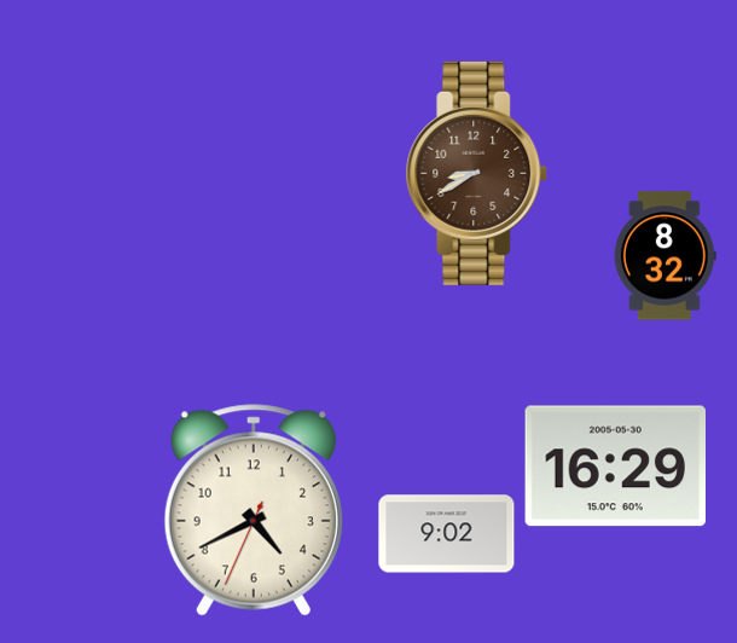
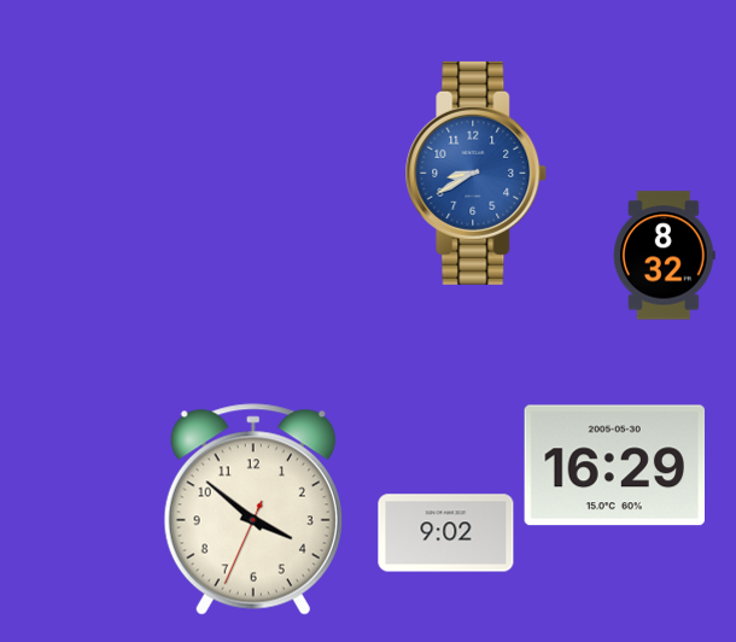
clock at (477, 173) dial: brown -> blue
clock at (254, 510): 4:40 -> 3:51
